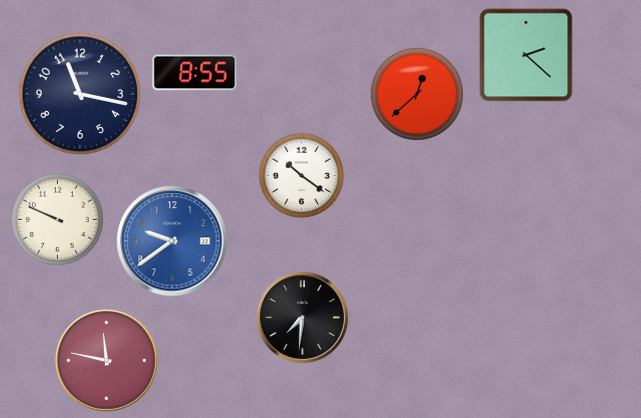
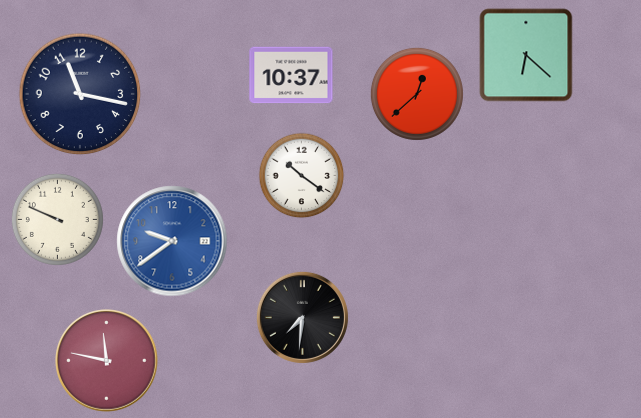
clock at (526, 55): 2:22 -> 6:22
clock at (195, 73): 8:55 -> none
clock at (291, 75): none -> 10:37
